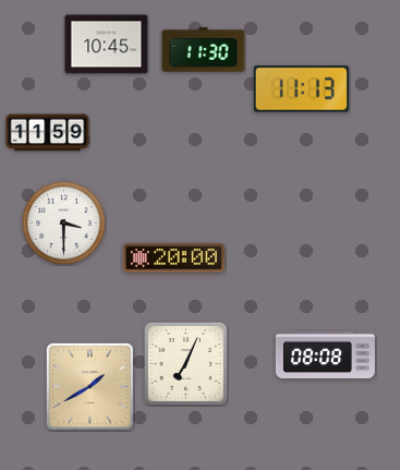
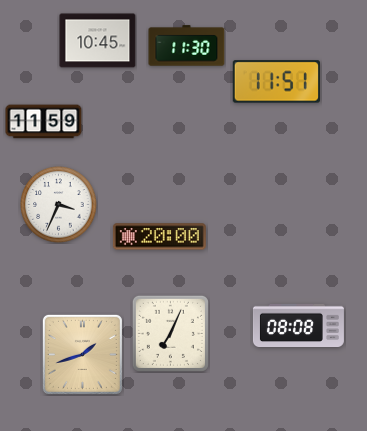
clock at (301, 89): 11:13 -> 11:51
clock at (64, 224): 3:30 -> 3:34
clock at (89, 386): 1:40 -> 1:42
